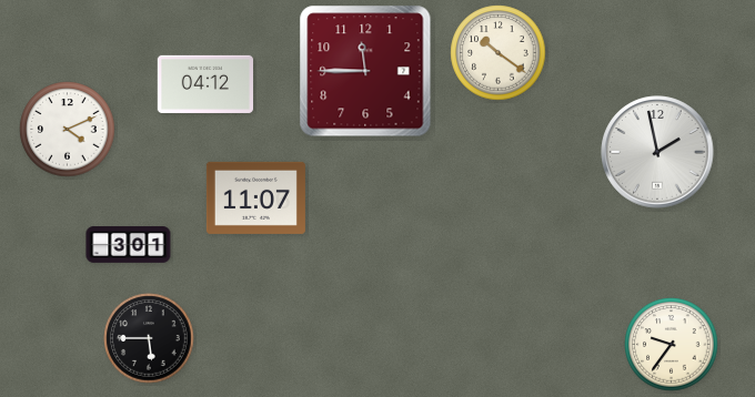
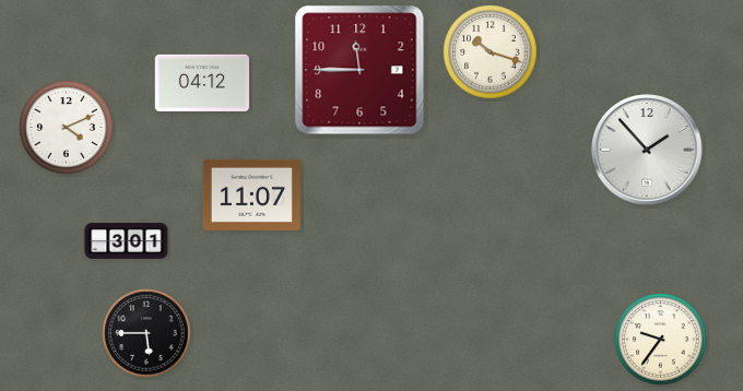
clock at (499, 53): 10:21 -> 10:18
clock at (657, 152): 1:58 -> 1:53
